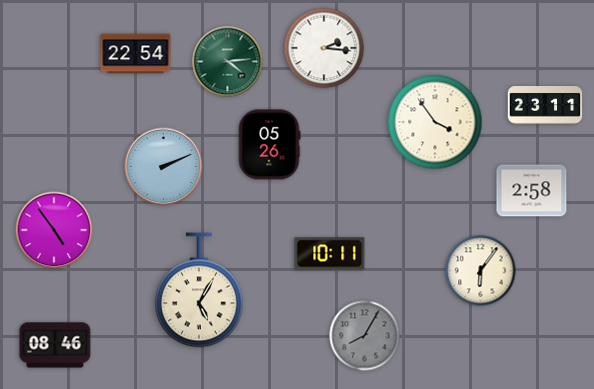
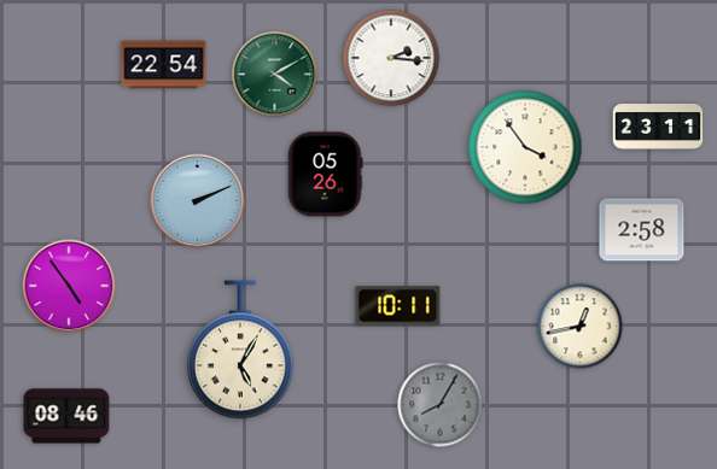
clock at (228, 62): 4:14 -> 4:10
clock at (54, 230) position: (54, 230) -> (69, 286)
clock at (481, 271): 6:06 -> 12:43
